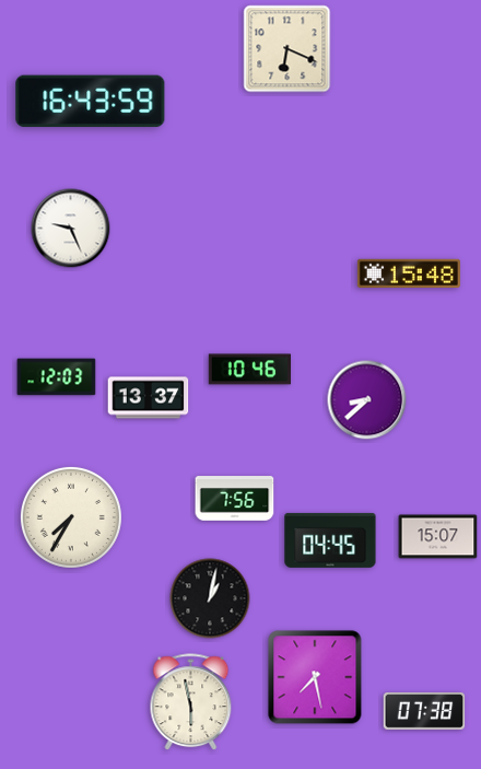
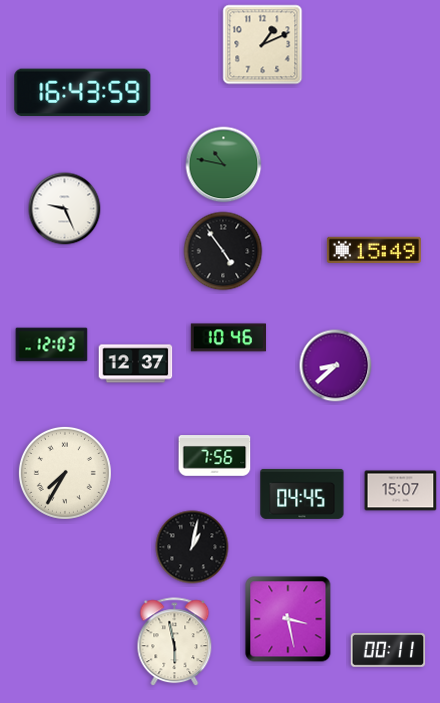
clock at (288, 49): 6:19 -> 1:11
clock at (224, 165): none -> 10:47
clock at (409, 273): 15:48 -> 15:49
clock at (223, 251): none -> 4:54
clock at (149, 398): 13:37 -> 12:37
clock at (315, 677): 7:28 -> 3:28
clock at (424, 711): 07:38 -> 00:11
